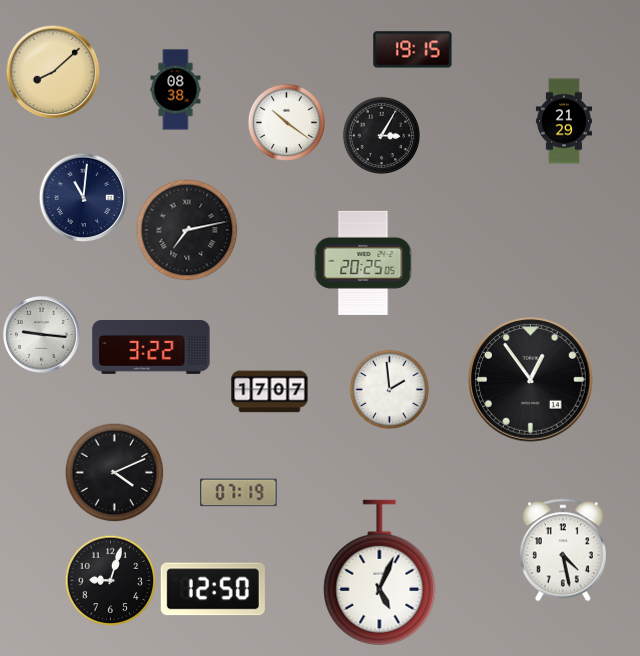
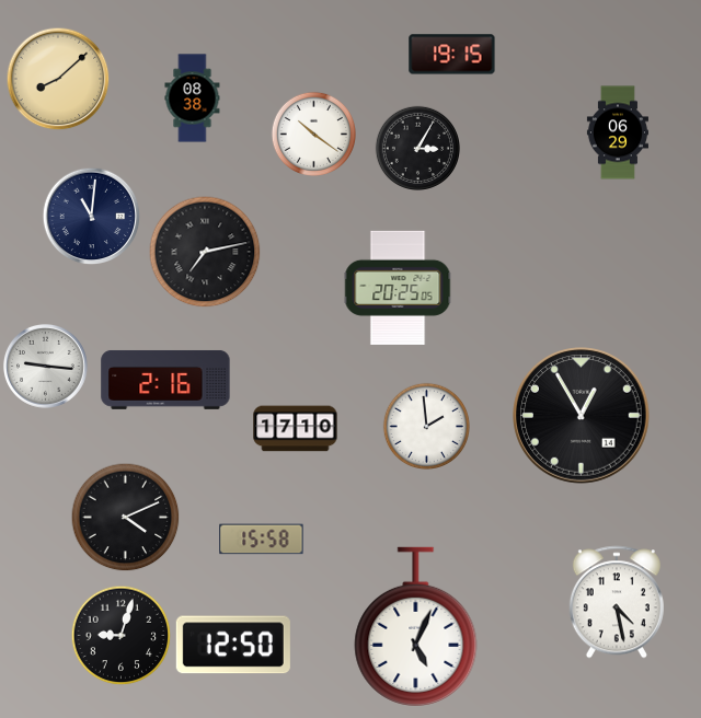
clock at (564, 121): 21:29 -> 06:29
clock at (151, 347): 3:22 -> 2:16
clock at (531, 380): 12:54 -> 12:55
clock at (270, 392): 17:07 -> 17:10
clock at (239, 493): 07:19 -> 15:58
